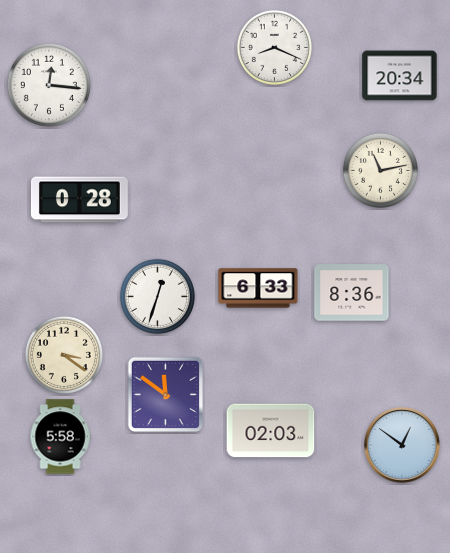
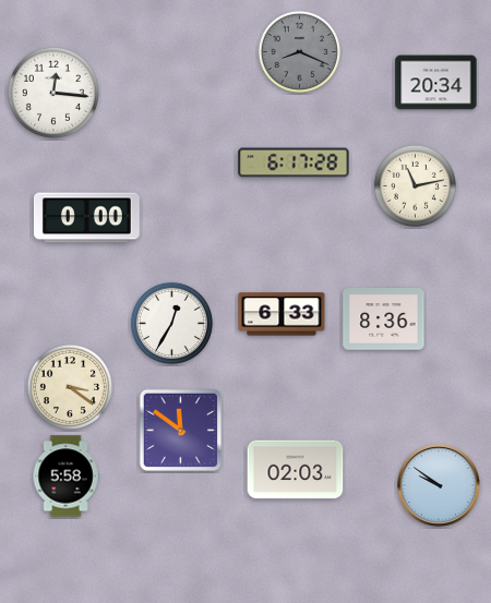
clock at (274, 47) dial: white -> grey
clock at (294, 162): none -> 6:17
clock at (79, 200): 0:28 -> 0:00
clock at (157, 296): 12:33 -> 12:35
clock at (403, 446): 12:51 -> 9:51
